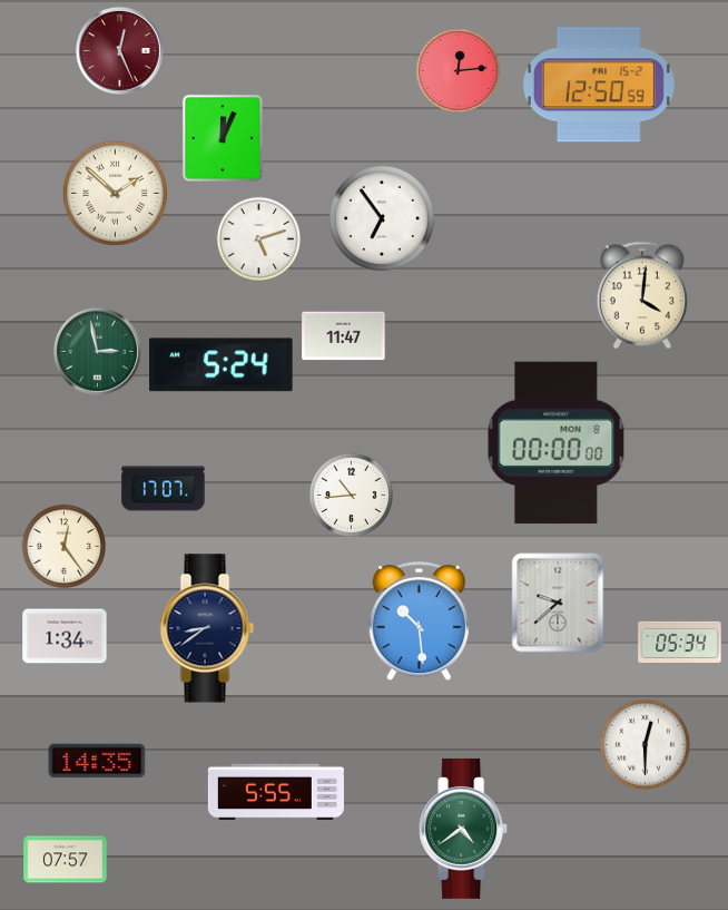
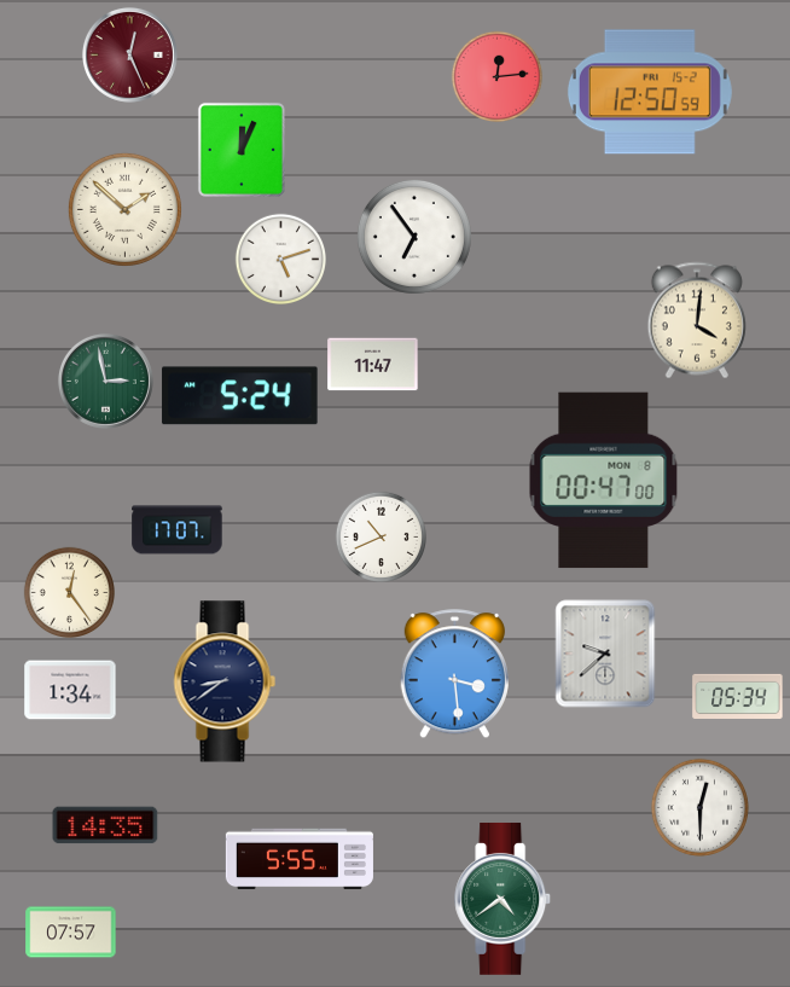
clock at (557, 443): 00:00 -> 00:47
clock at (352, 496): 10:44 -> 10:41
clock at (419, 622): 10:29 -> 3:29
